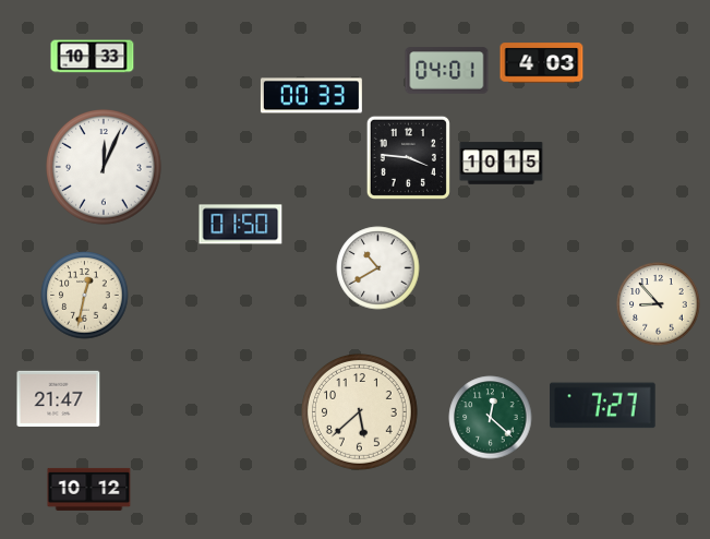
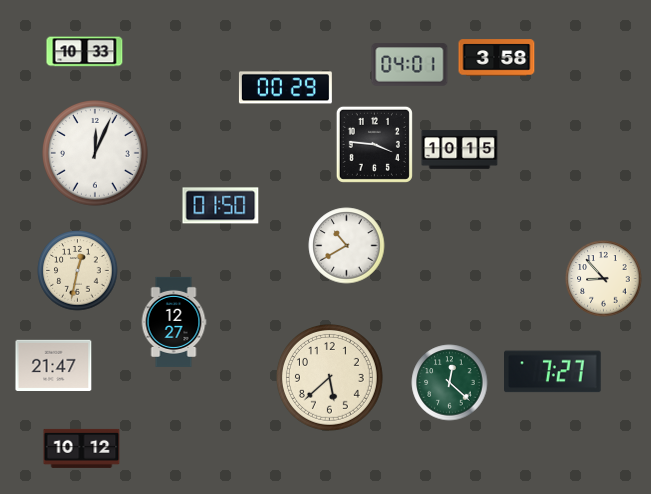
clock at (542, 63): 4:03 -> 3:58
clock at (311, 96): 00:33 -> 00:29
clock at (174, 322): none -> 12:27
